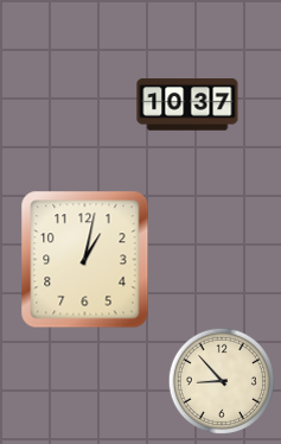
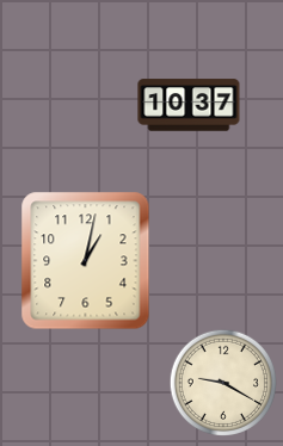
clock at (221, 380): 8:53 -> 9:20
